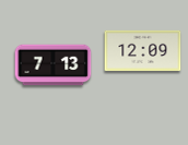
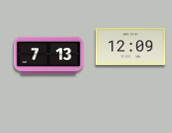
clock at (54, 65) position: (54, 65) -> (49, 56)
